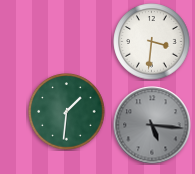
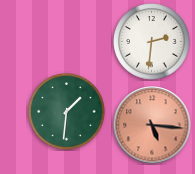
clock at (152, 42): 3:31 -> 2:31
clock at (152, 125) dial: grey -> salmon
